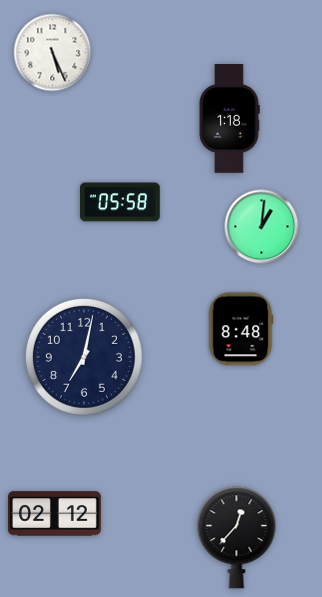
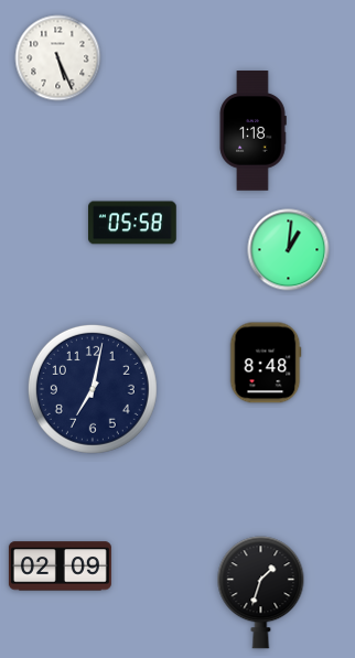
clock at (84, 357) position: (84, 357) -> (93, 389)
clock at (54, 514): 02:12 -> 02:09
clock at (237, 538): 12:37 -> 1:33
